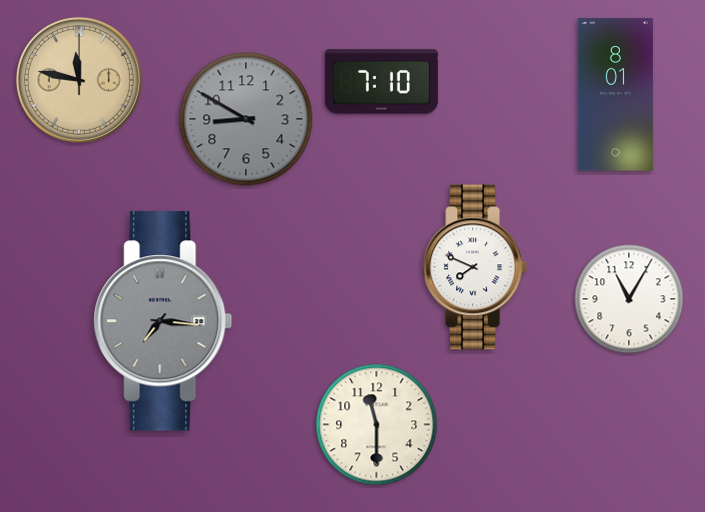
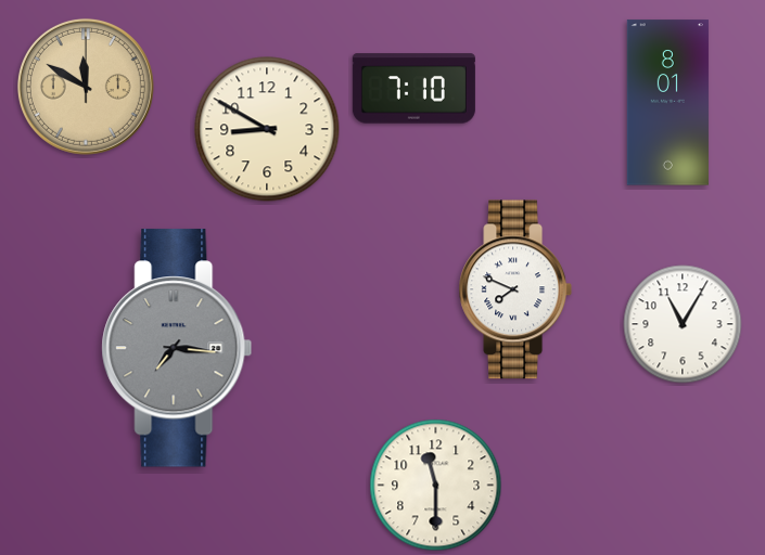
clock at (79, 80): 11:47 -> 11:50
clock at (246, 119) dial: grey -> cream
clock at (377, 425) position: (377, 425) -> (436, 486)
